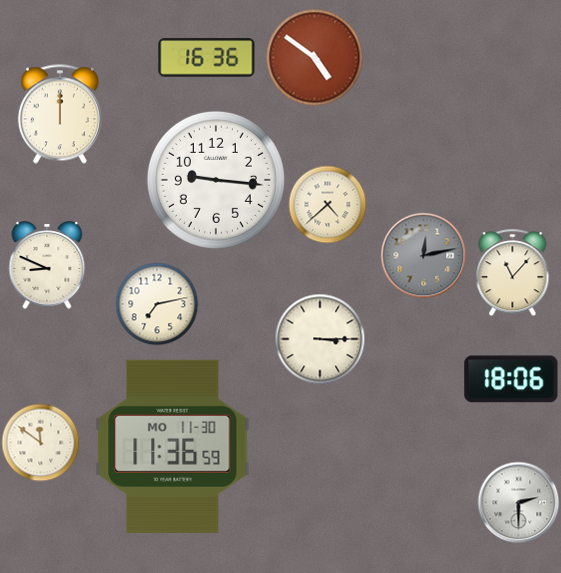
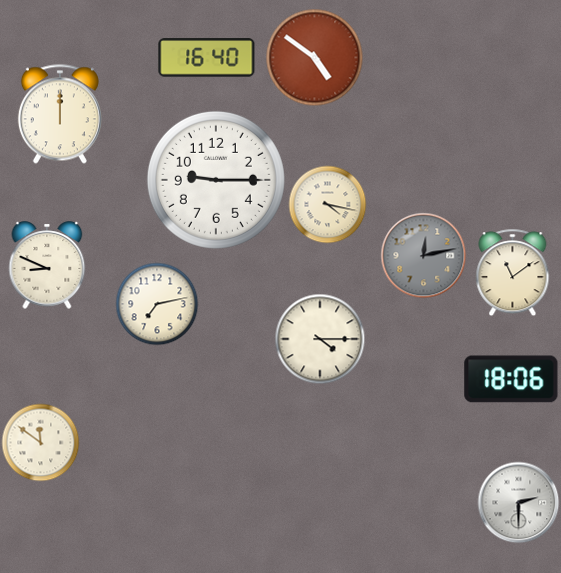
clock at (207, 58): 16:36 -> 16:40
clock at (216, 180): 9:16 -> 9:15
clock at (327, 204): 4:38 -> 4:17
clock at (513, 272): 11:07 -> 11:09
clock at (320, 339): 3:15 -> 4:15
clock at (173, 446): 11:36 -> none
